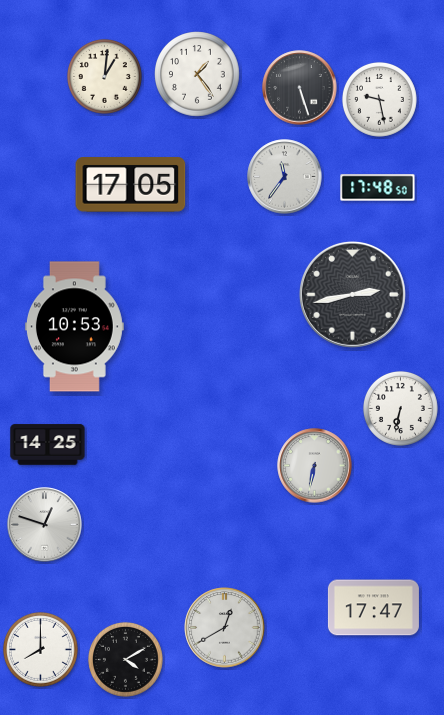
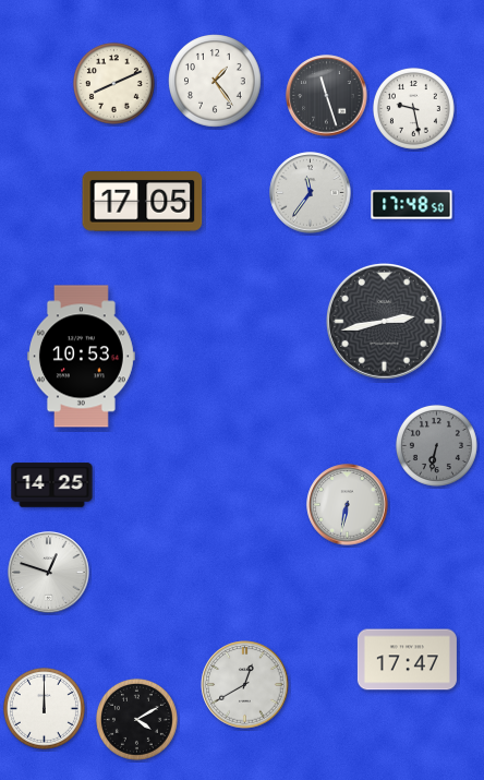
clock at (104, 76): 1:01 -> 8:11
clock at (300, 88): 5:27 -> 11:27
clock at (400, 408) dial: white -> grey
clock at (315, 466) position: (315, 466) -> (348, 505)
clock at (373, 608) position: (373, 608) -> (407, 660)
clock at (40, 649): 8:00 -> 12:00
